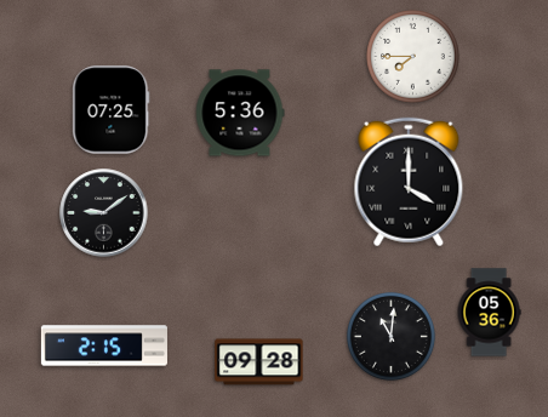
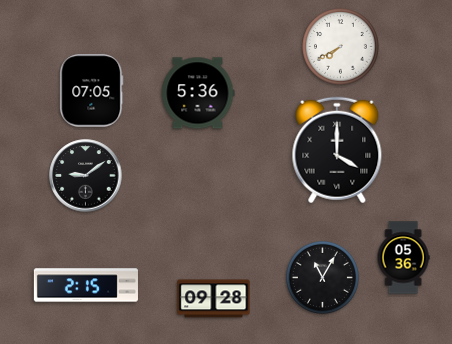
clock at (413, 57): 7:45 -> 7:40
clock at (112, 110): 07:25 -> 07:05
clock at (390, 336): 11:01 -> 11:05
